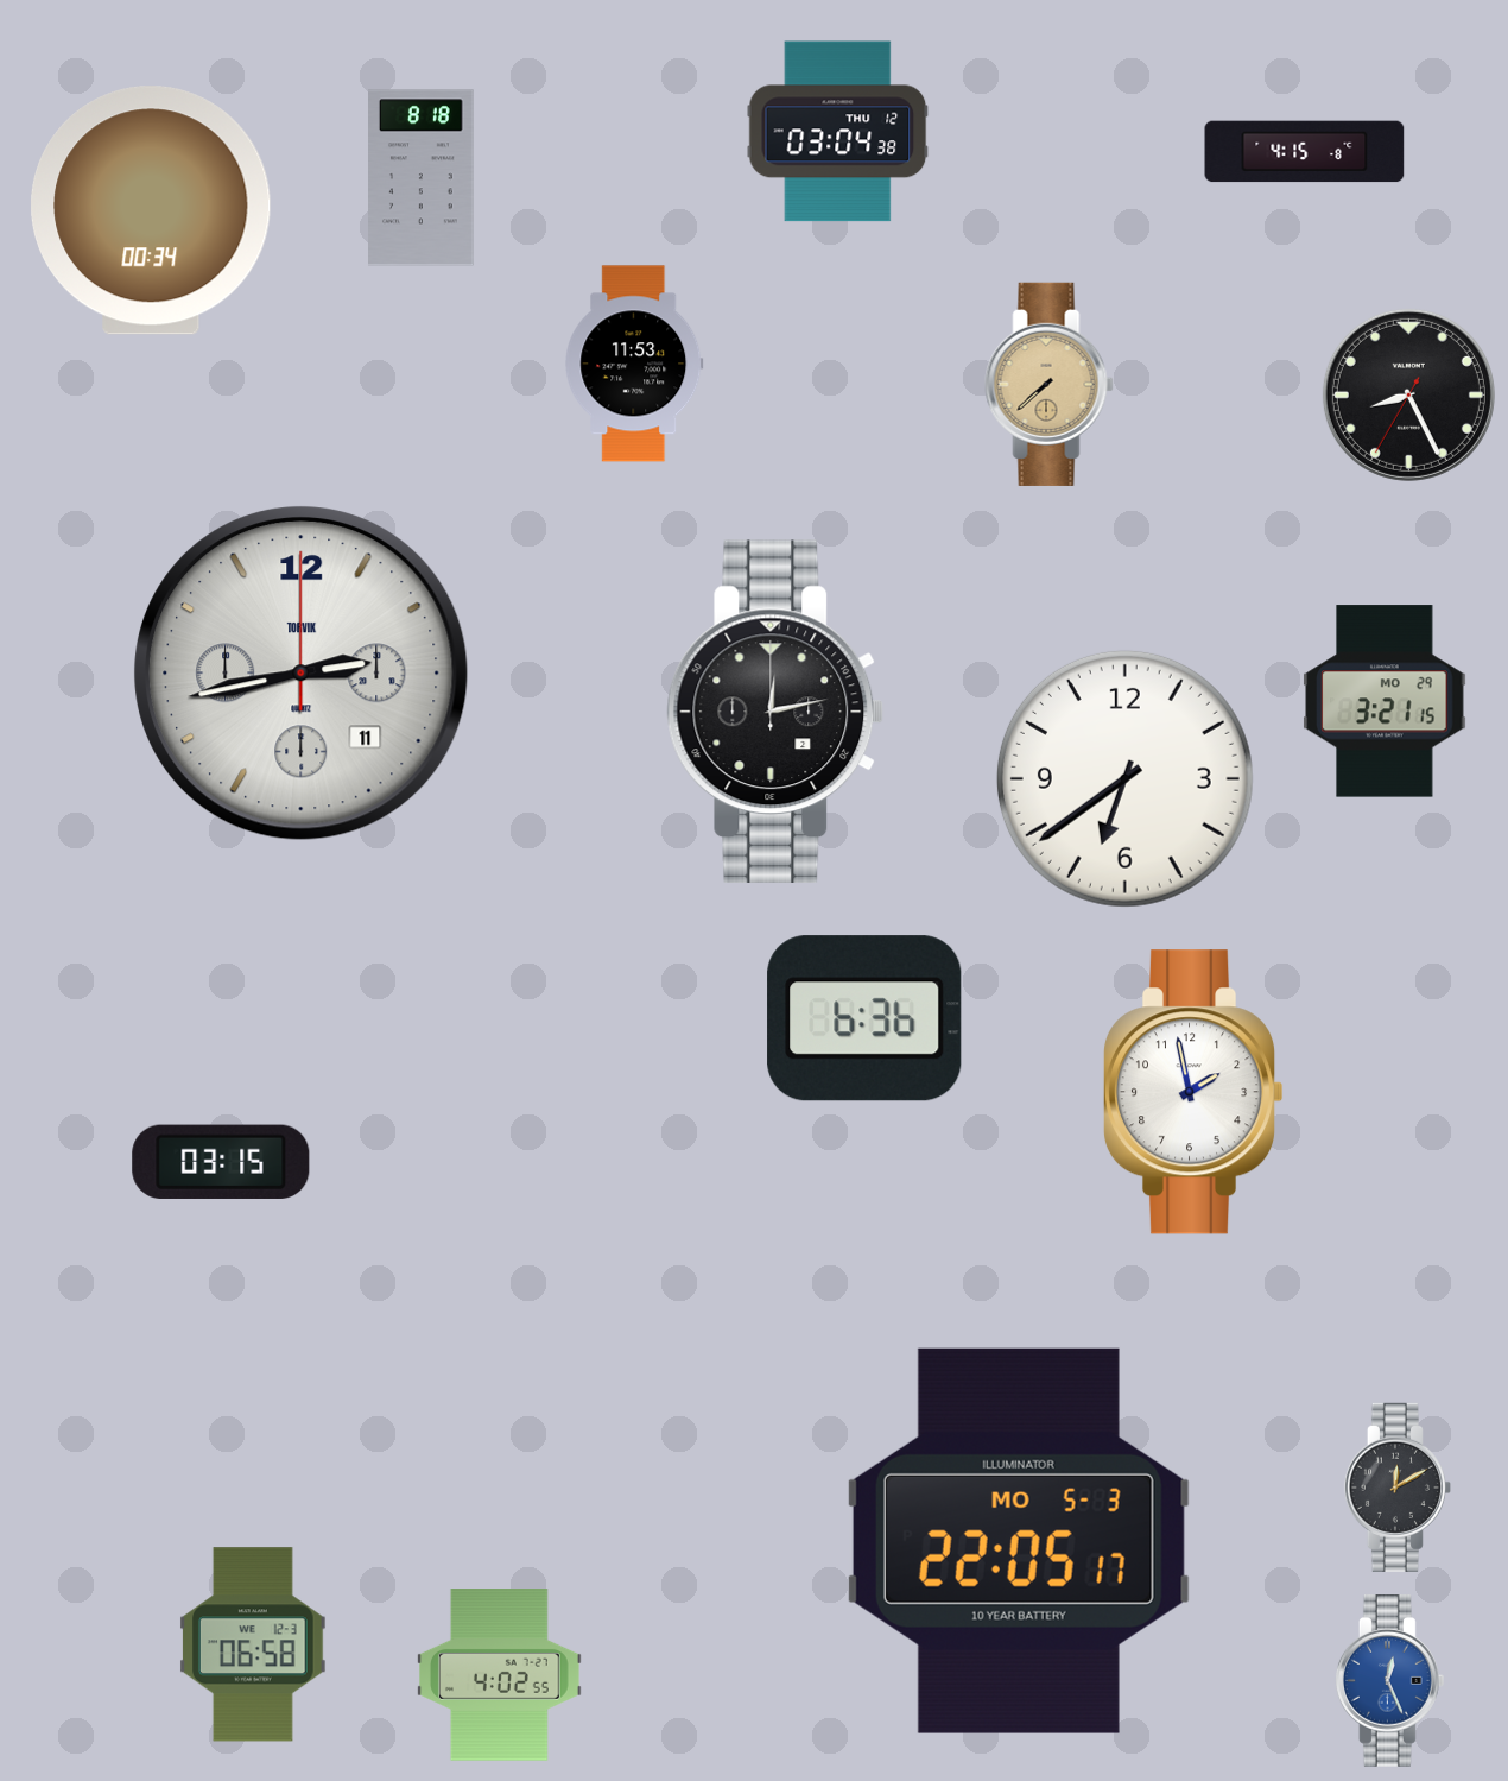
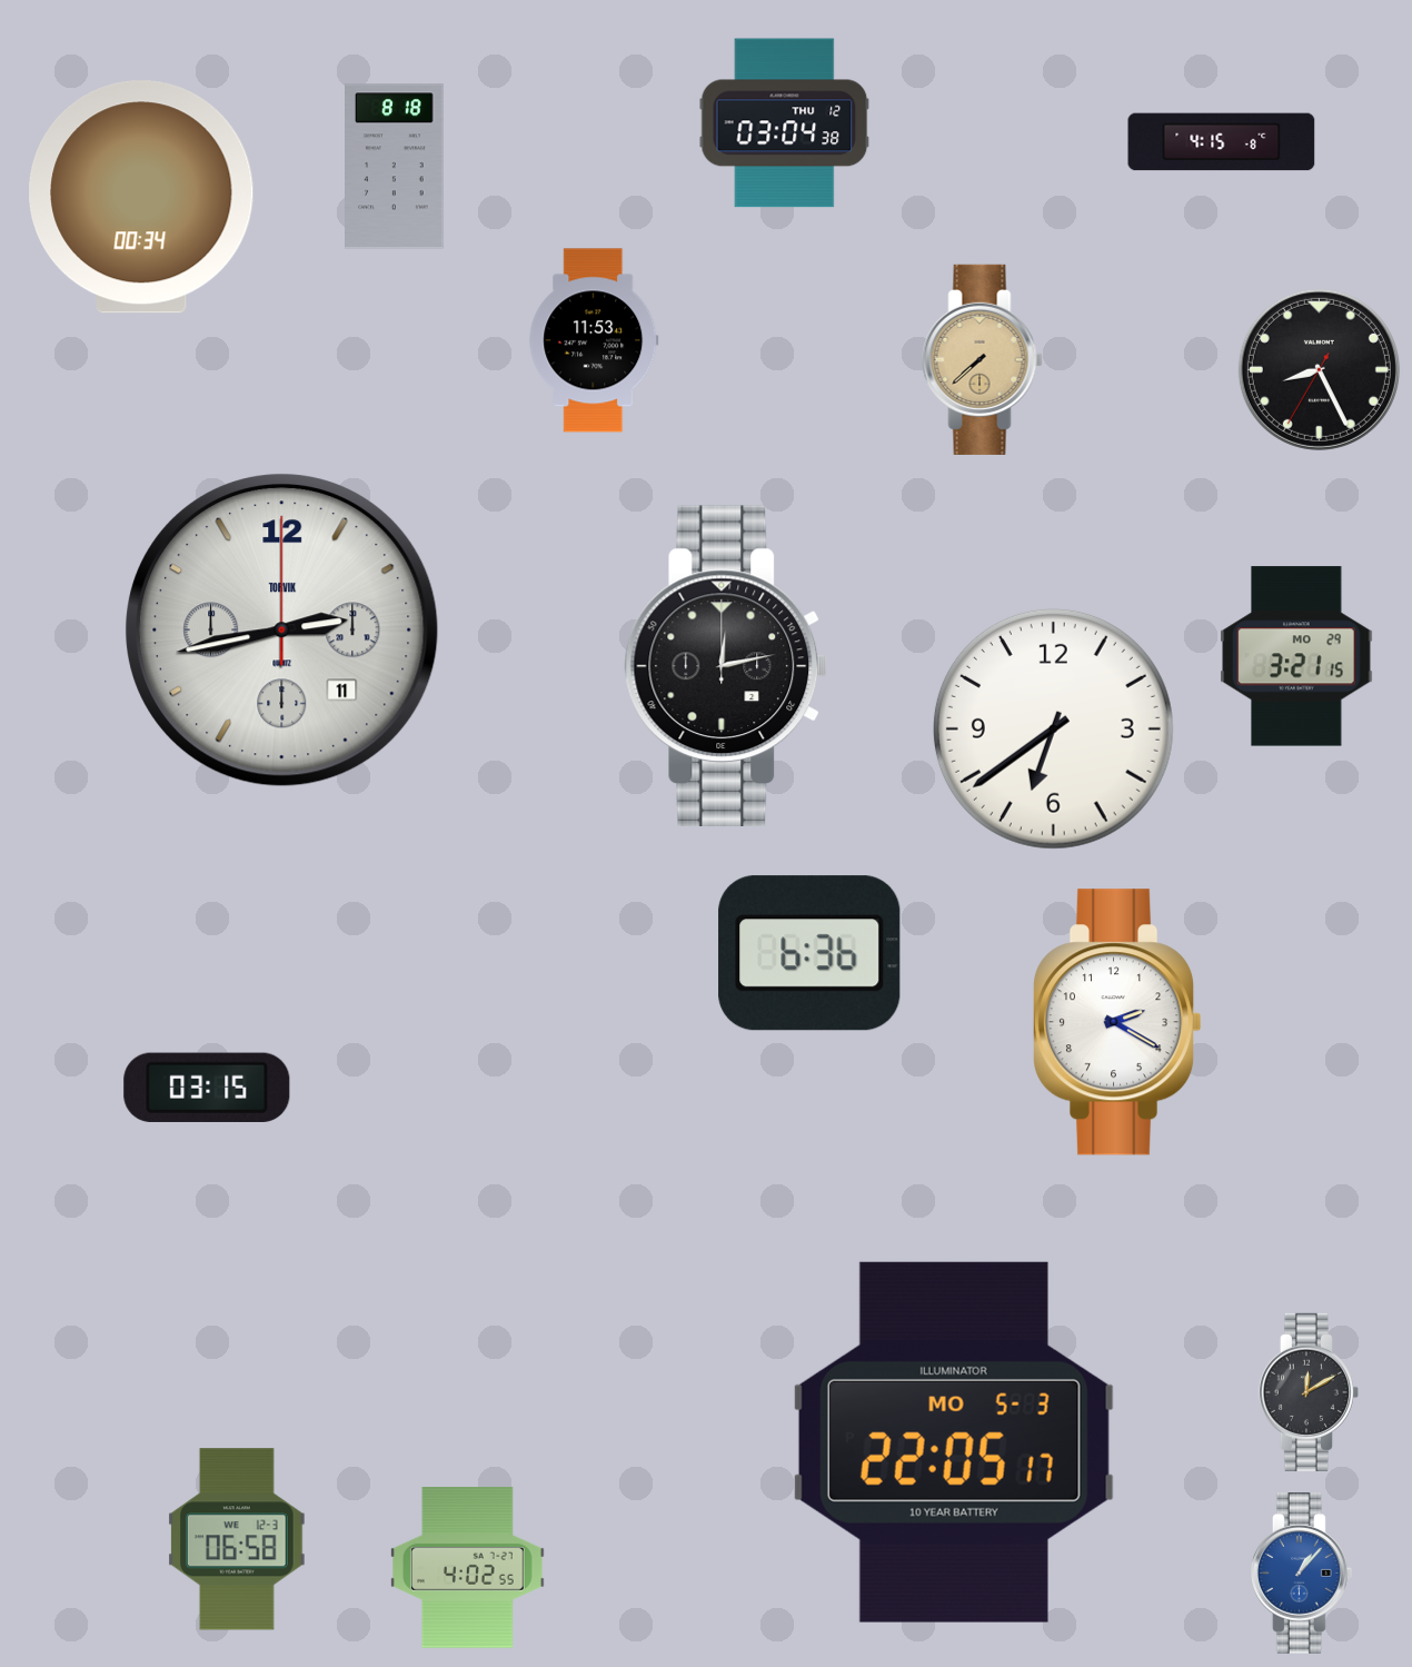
clock at (1193, 1092): 1:58 -> 2:20
clock at (1389, 1681): 12:26 -> 1:07
